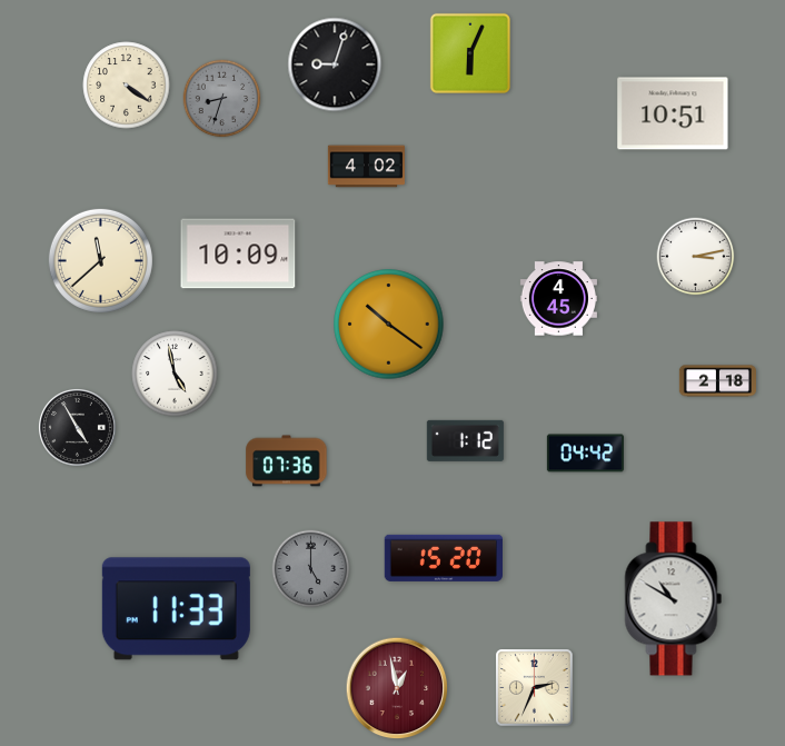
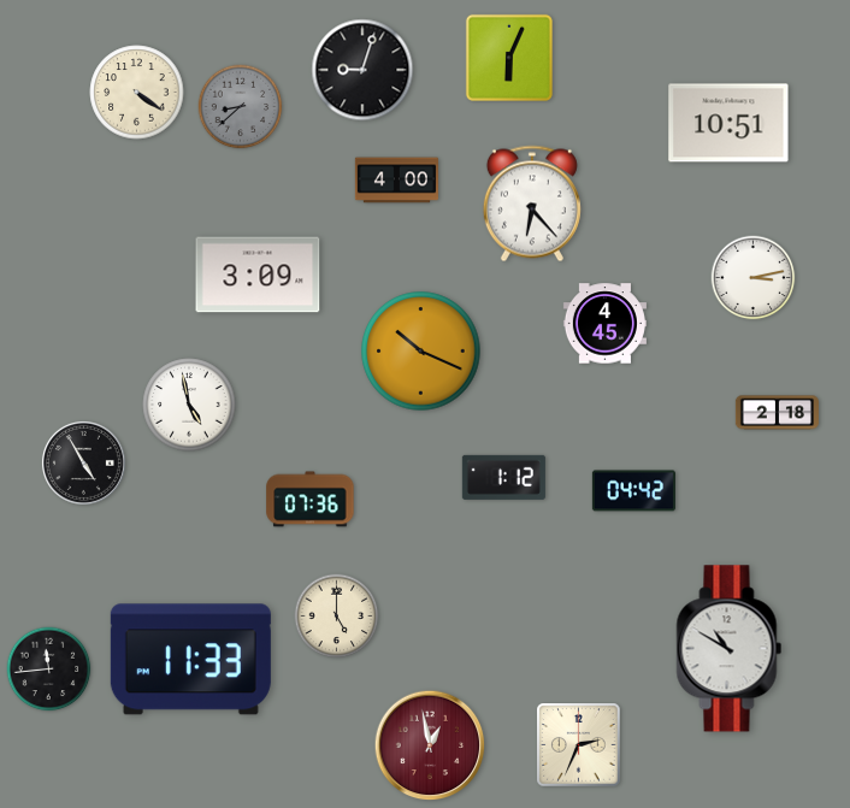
clock at (222, 99): 8:33 -> 8:38
clock at (366, 167): 4:02 -> 4:00
clock at (532, 204): none -> 6:23
clock at (238, 253): 10:09 -> 3:09
clock at (100, 260): 11:38 -> none
clock at (389, 325): 10:21 -> 10:19
clock at (443, 558): 15:20 -> none
clock at (311, 569) dial: grey -> cream
clock at (49, 670): none -> 11:44
